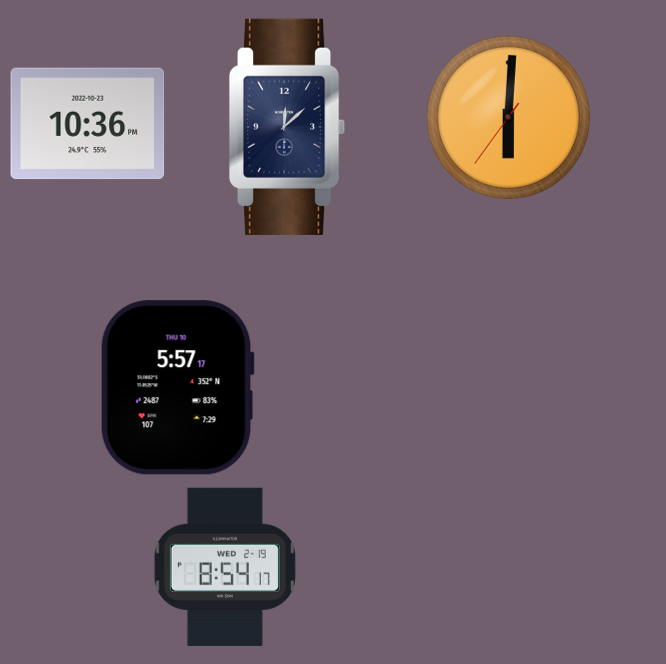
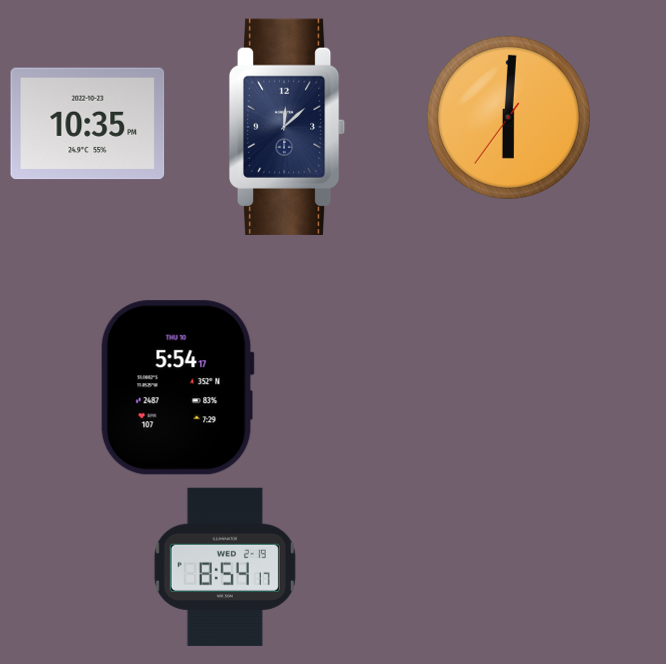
clock at (88, 124): 10:36 -> 10:35
clock at (177, 388): 5:57 -> 5:54
